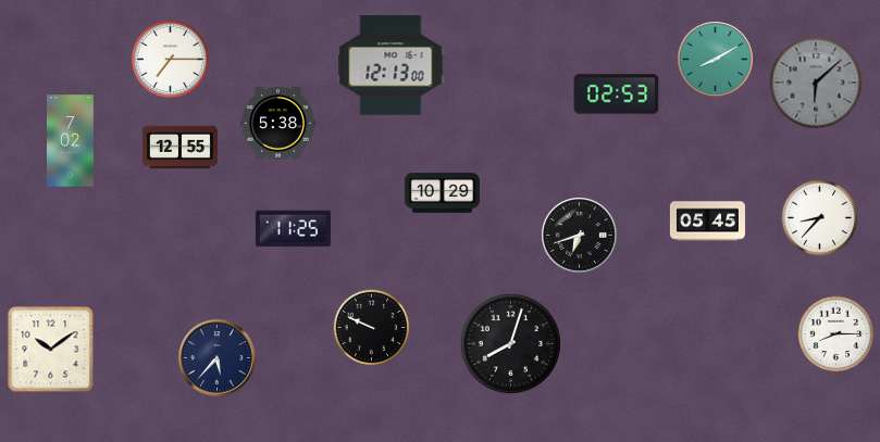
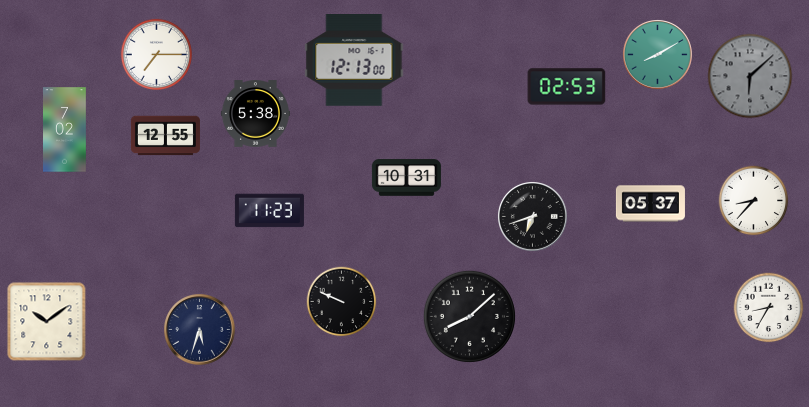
clock at (391, 66) position: (391, 66) -> (354, 61)
clock at (442, 193): 10:29 -> 10:31
clock at (707, 222): 05:45 -> 05:37
clock at (293, 229): 11:25 -> 11:23
clock at (836, 334): 8:15 -> 8:35
clock at (510, 343): 8:03 -> 8:08
clock at (218, 358): 5:37 -> 5:33
